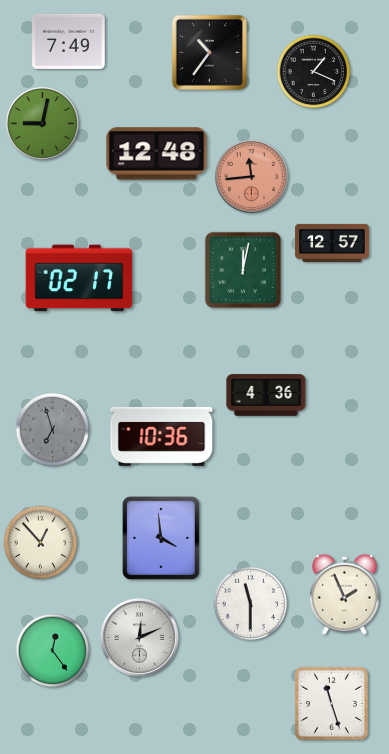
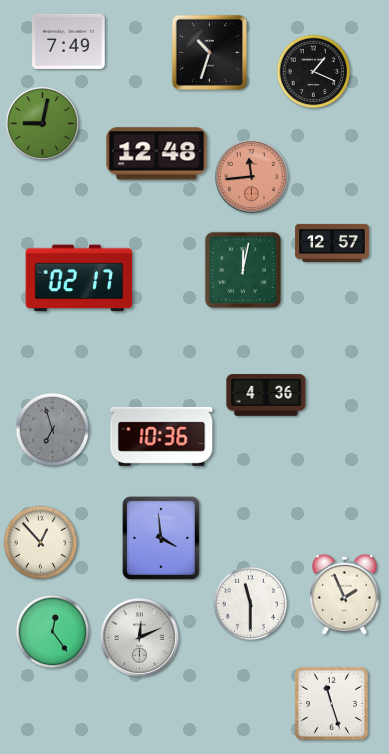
clock at (209, 52): 10:36 -> 10:33
clock at (53, 651) position: (53, 651) -> (53, 632)
